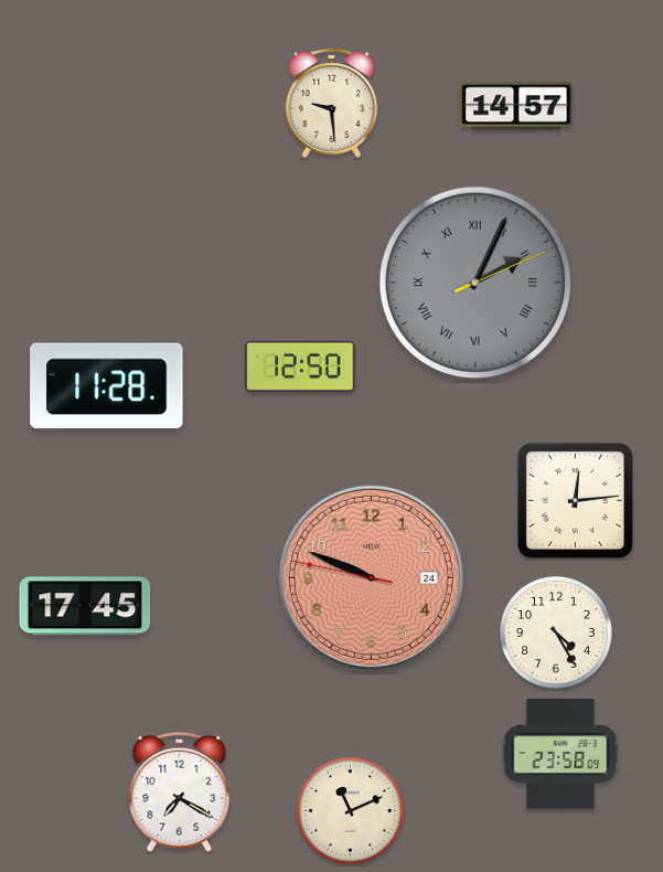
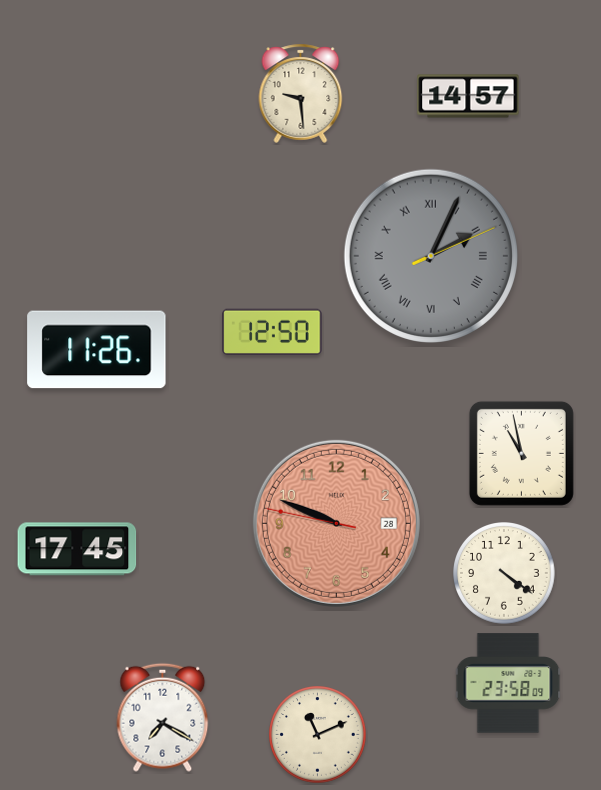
clock at (107, 386): 11:28 -> 11:26
clock at (575, 500): 12:14 -> 10:58
clock at (371, 577) date: 24 -> 28
clock at (557, 634): 4:25 -> 4:21
